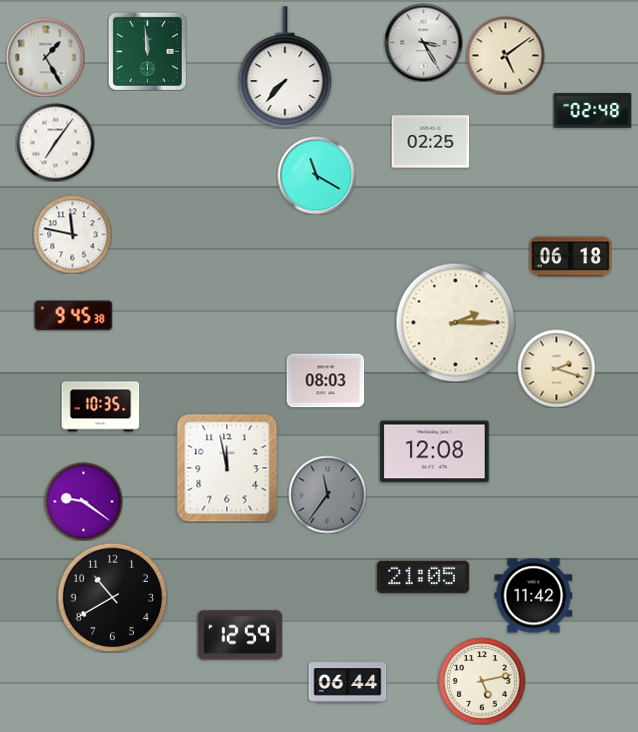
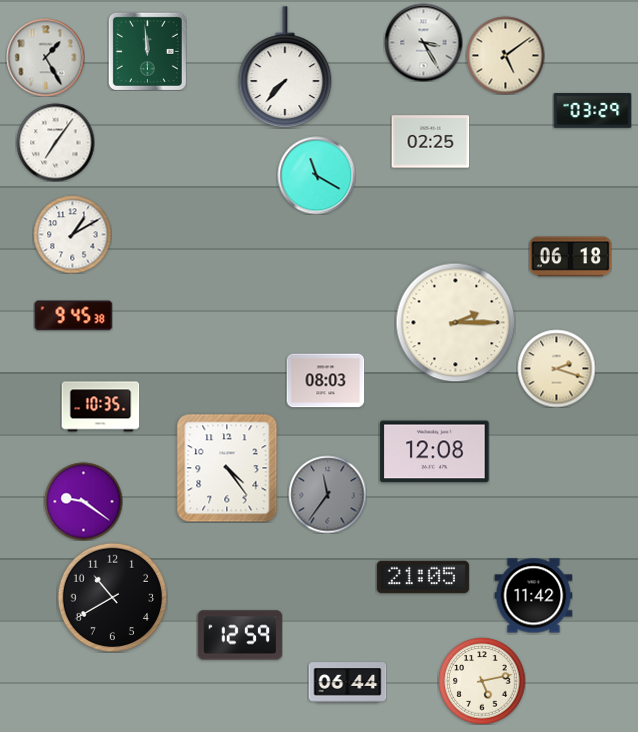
clock at (592, 111): 02:48 -> 03:29
clock at (72, 234): 11:47 -> 1:10
clock at (227, 468): 11:58 -> 4:24
